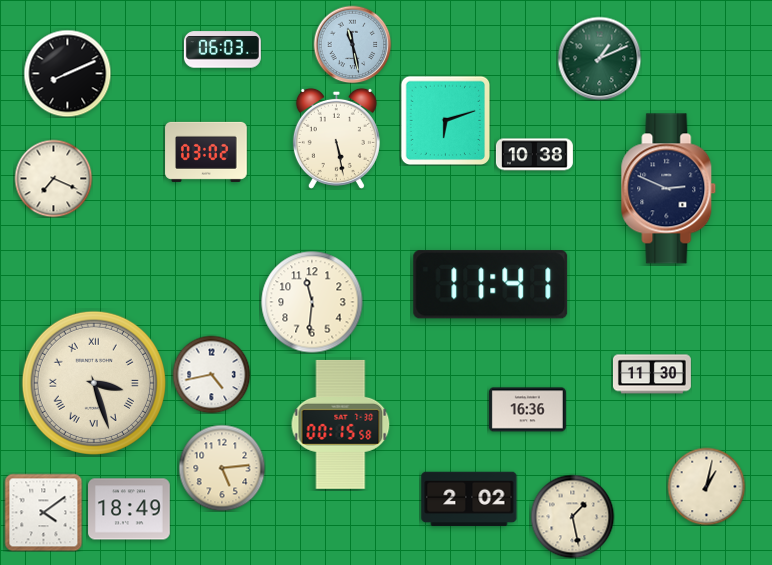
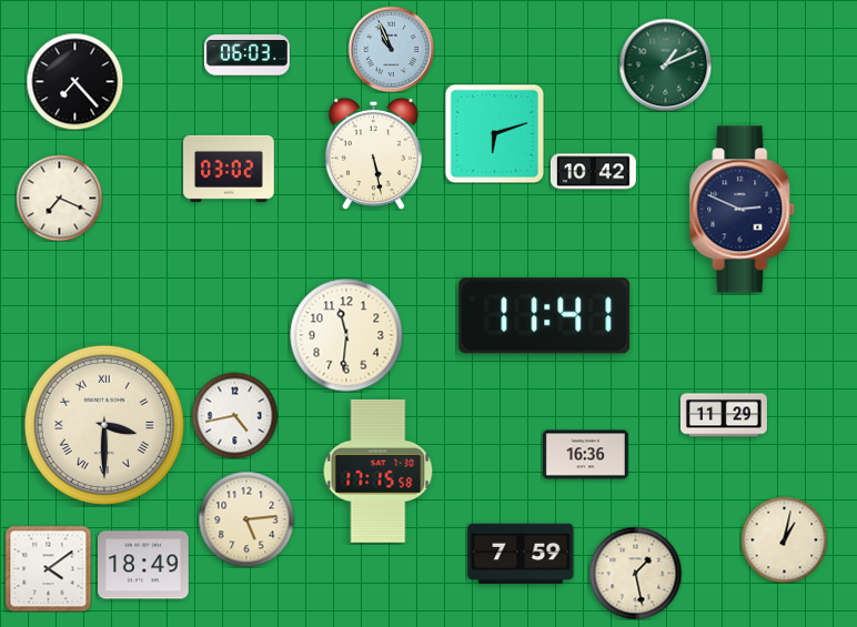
clock at (352, 44): 11:28 -> 10:56
clock at (67, 73): 8:11 -> 7:23
clock at (534, 155): 10:38 -> 10:42
clock at (652, 374): 11:30 -> 11:29
clock at (94, 383): 3:27 -> 3:30
clock at (341, 424): 00:15 -> 17:15
clock at (469, 499): 2:02 -> 7:59
